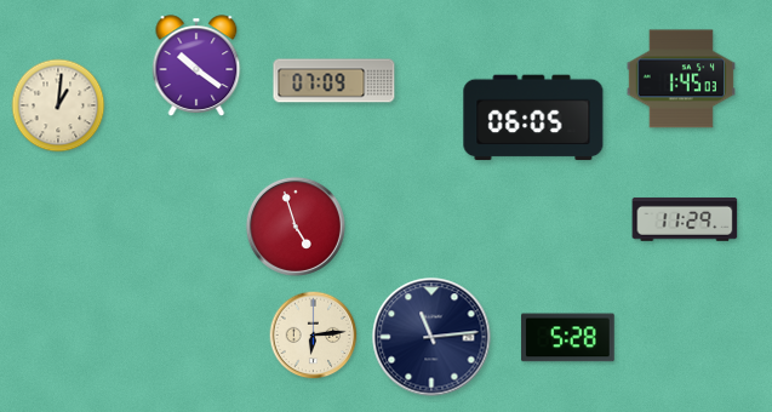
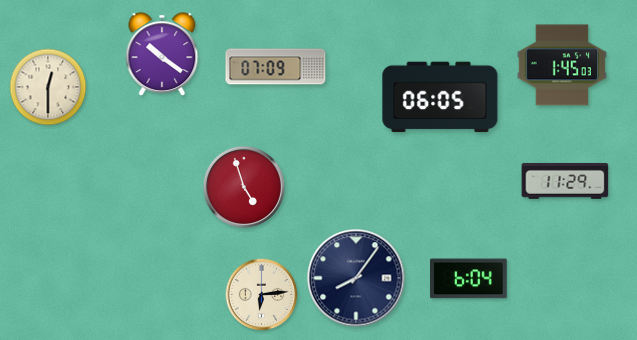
clock at (58, 105): 1:01 -> 12:30
clock at (314, 336) position: (314, 336) -> (262, 295)
clock at (431, 337): 11:14 -> 8:06
clock at (568, 338): 5:28 -> 6:04
